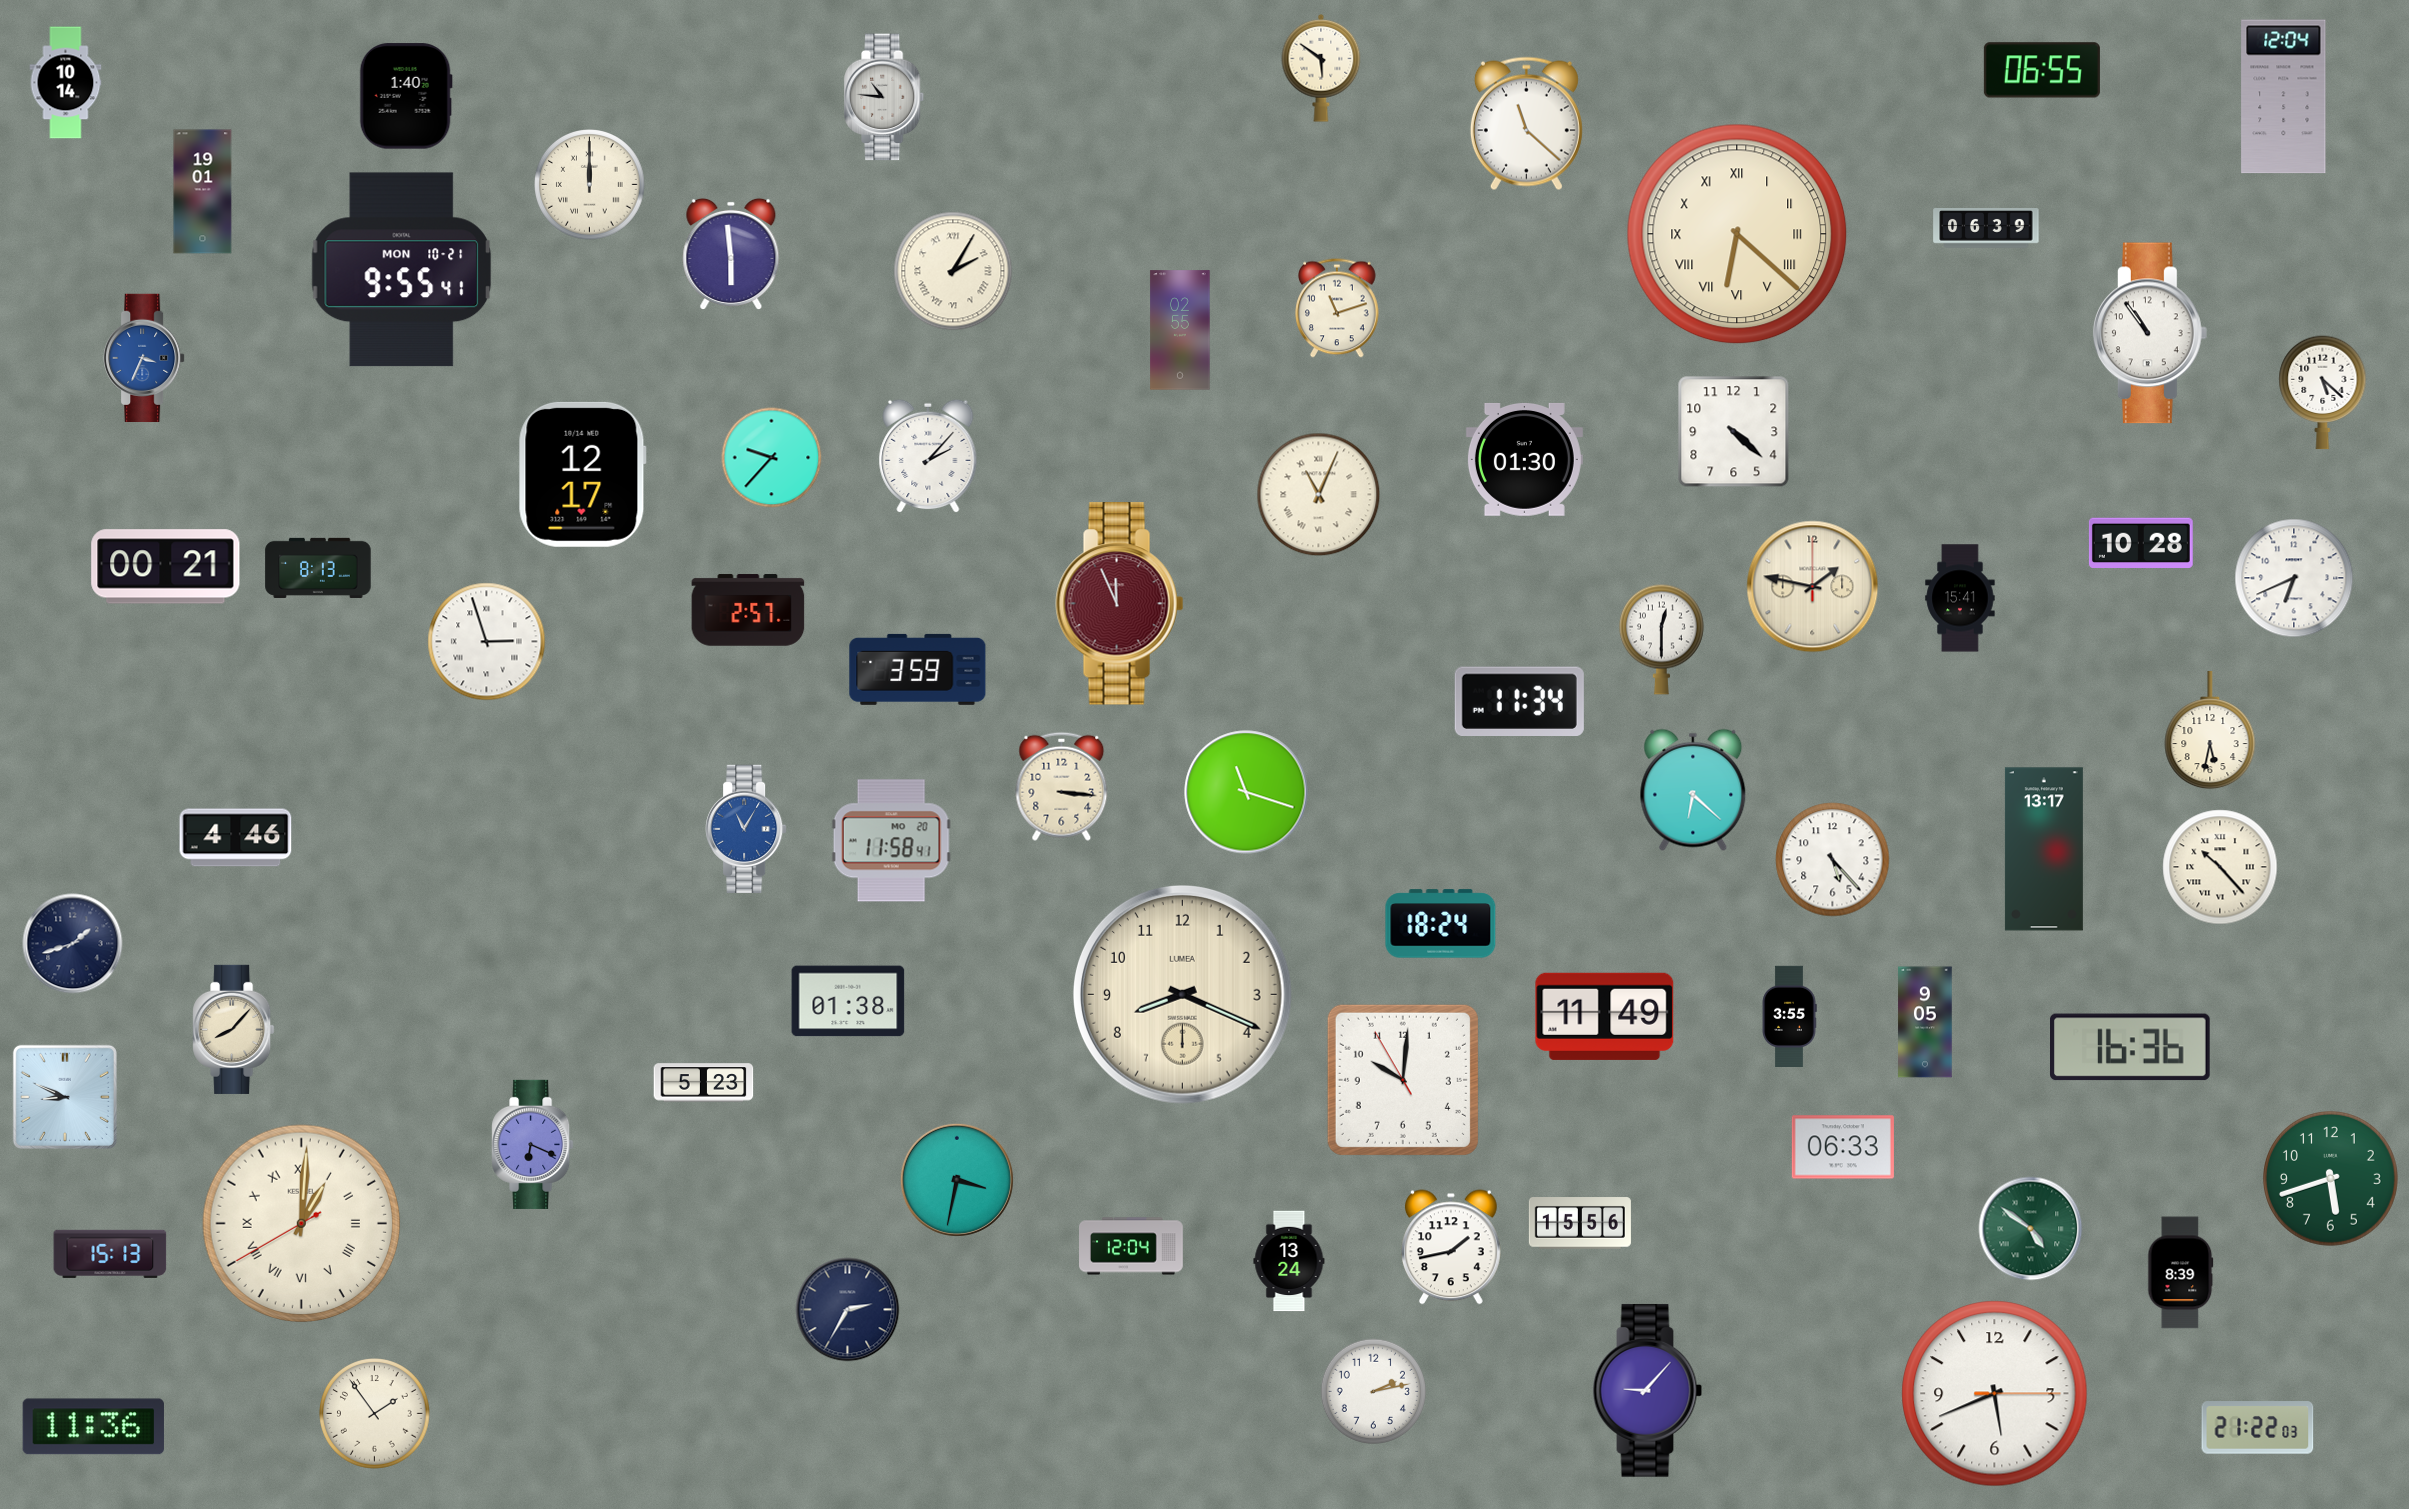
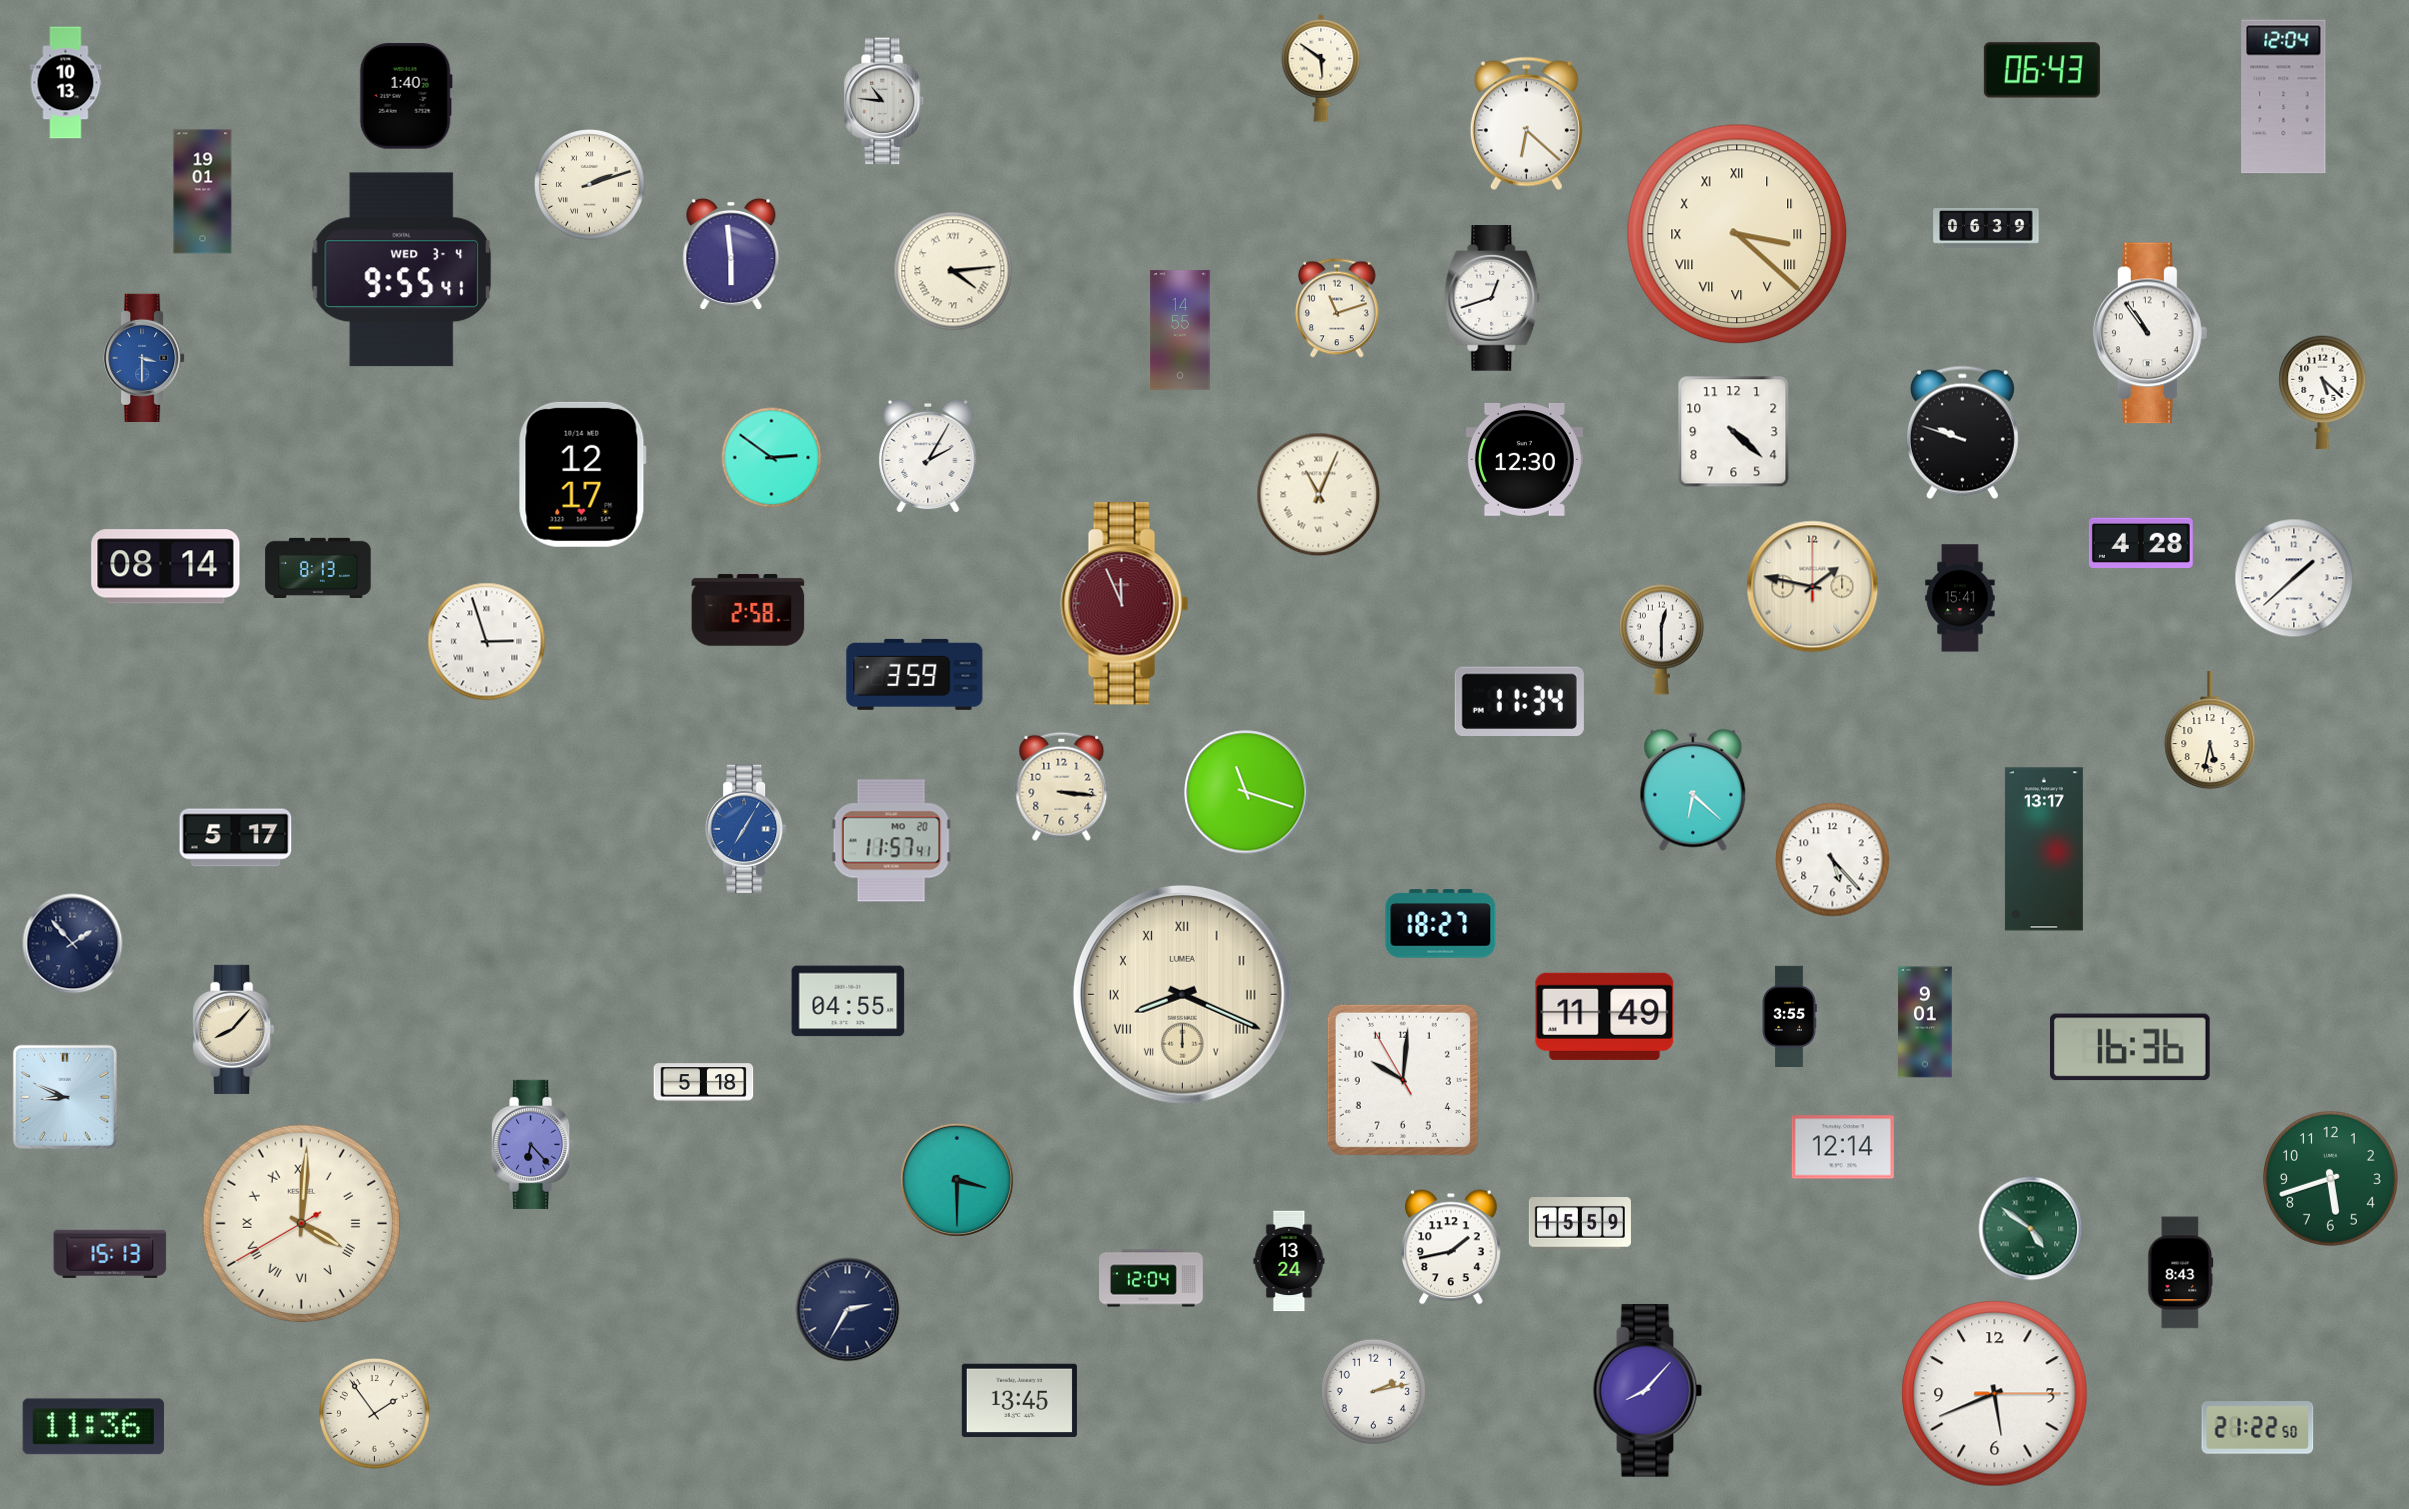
clock at (2042, 70): 06:55 -> 06:43
clock at (66, 83): 10:14 -> 10:13
clock at (885, 97) position: (885, 97) -> (885, 101)
clock at (1526, 124): 11:22 -> 6:22
clock at (590, 185): 12:00 -> 2:12
clock at (1737, 234): 6:22 -> 3:22
clock at (402, 270) date: MON 10-21 -> WED 3-4
clock at (953, 271): 2:05 -> 4:14
clock at (1492, 299): none -> 12:42
clock at (1180, 330): 02:55 -> 14:55
clock at (144, 357): 3:34 -> 3:30
clock at (1962, 433): none -> 9:48
clock at (928, 456): 2:07 -> 2:05
clock at (772, 458): 9:37 -> 2:51
clock at (1524, 459): 01:30 -> 12:30
clock at (2141, 542): 10:28 -> 4:28
clock at (166, 567): 00:21 -> 08:14
clock at (2294, 578): 6:41 -> 1:38
clock at (1120, 604) position: (1120, 604) -> (1125, 604)
clock at (748, 610): 2:57 -> 2:58
clock at (918, 669) position: (918, 669) -> (915, 674)
clock at (746, 828): 11:05 -> 7:05
clock at (236, 838): 4:46 -> 5:17
clock at (891, 841): 11:58 -> 11:57
clock at (2220, 867): 10:23 -> none
clock at (1441, 924): 18:24 -> 18:27
clock at (73, 944): 1:42 -> 1:53
clock at (1182, 994) numerals: Arabic -> Roman
clock at (848, 1001): 01:38 -> 04:55
clock at (1925, 1022): 9:05 -> 9:01
clock at (704, 1083): 5:23 -> 5:18
clock at (533, 1144): 6:19 -> 6:23
clock at (1843, 1147): 06:33 -> 12:14
clock at (957, 1180): 3:32 -> 3:30
clock at (301, 1223): 1:00 -> 4:00
clock at (1580, 1223): 15:56 -> 15:59
clock at (1132, 1246) position: (1132, 1246) -> (1152, 1278)
clock at (2181, 1273): 8:39 -> 8:43
clock at (1648, 1390): 9:07 -> 8:07
clock at (1019, 1401): none -> 13:45
clock at (2258, 1428): 21:22:03 -> 21:22:50
